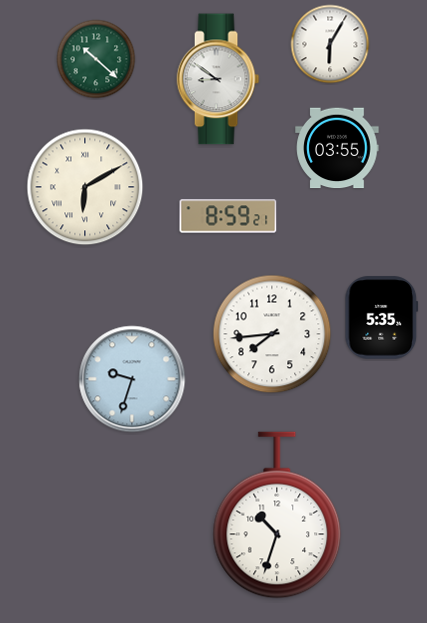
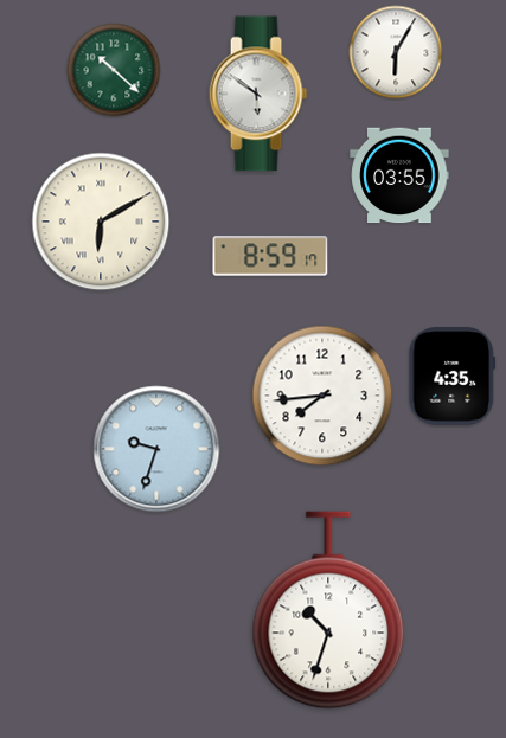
clock at (330, 44) position: (330, 44) -> (396, 52)
clock at (218, 79): 8:51 -> 5:51
clock at (228, 216): 8:59:21 -> 8:59:17
clock at (382, 318): 5:35 -> 4:35
